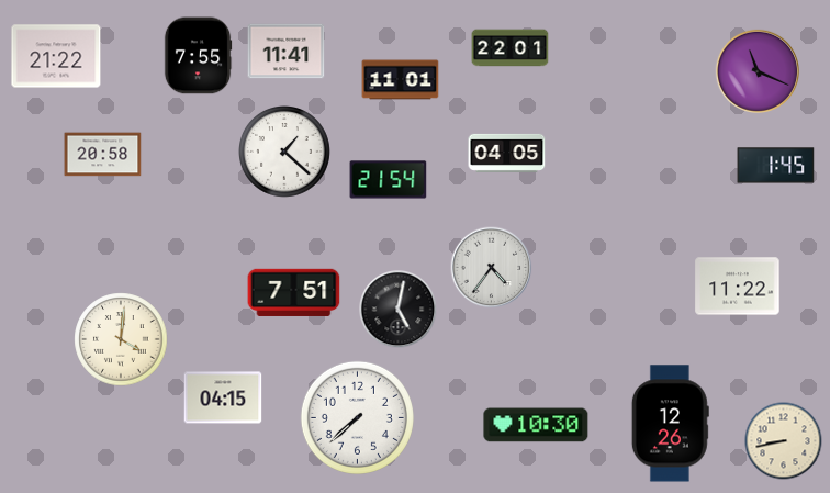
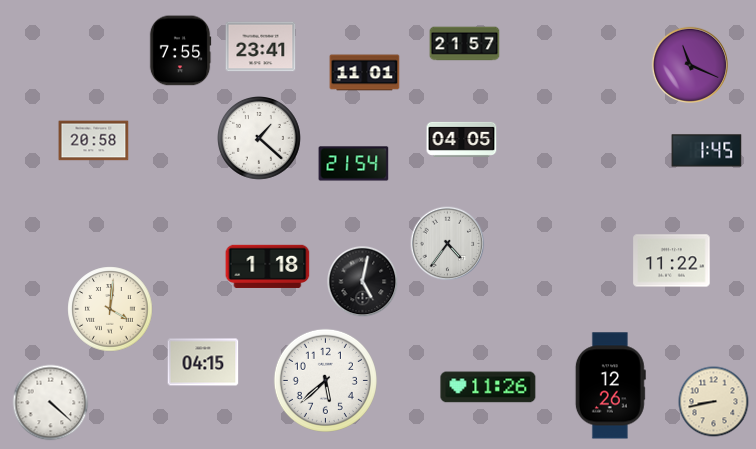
clock at (511, 48): 22:01 -> 21:57
clock at (287, 52): 11:41 -> 23:41
clock at (56, 56): 21:22 -> none
clock at (294, 292): 7:51 -> 1:18
clock at (357, 417): 7:38 -> 5:38
clock at (536, 425): 10:30 -> 11:26
clock at (51, 403): none -> 4:22
